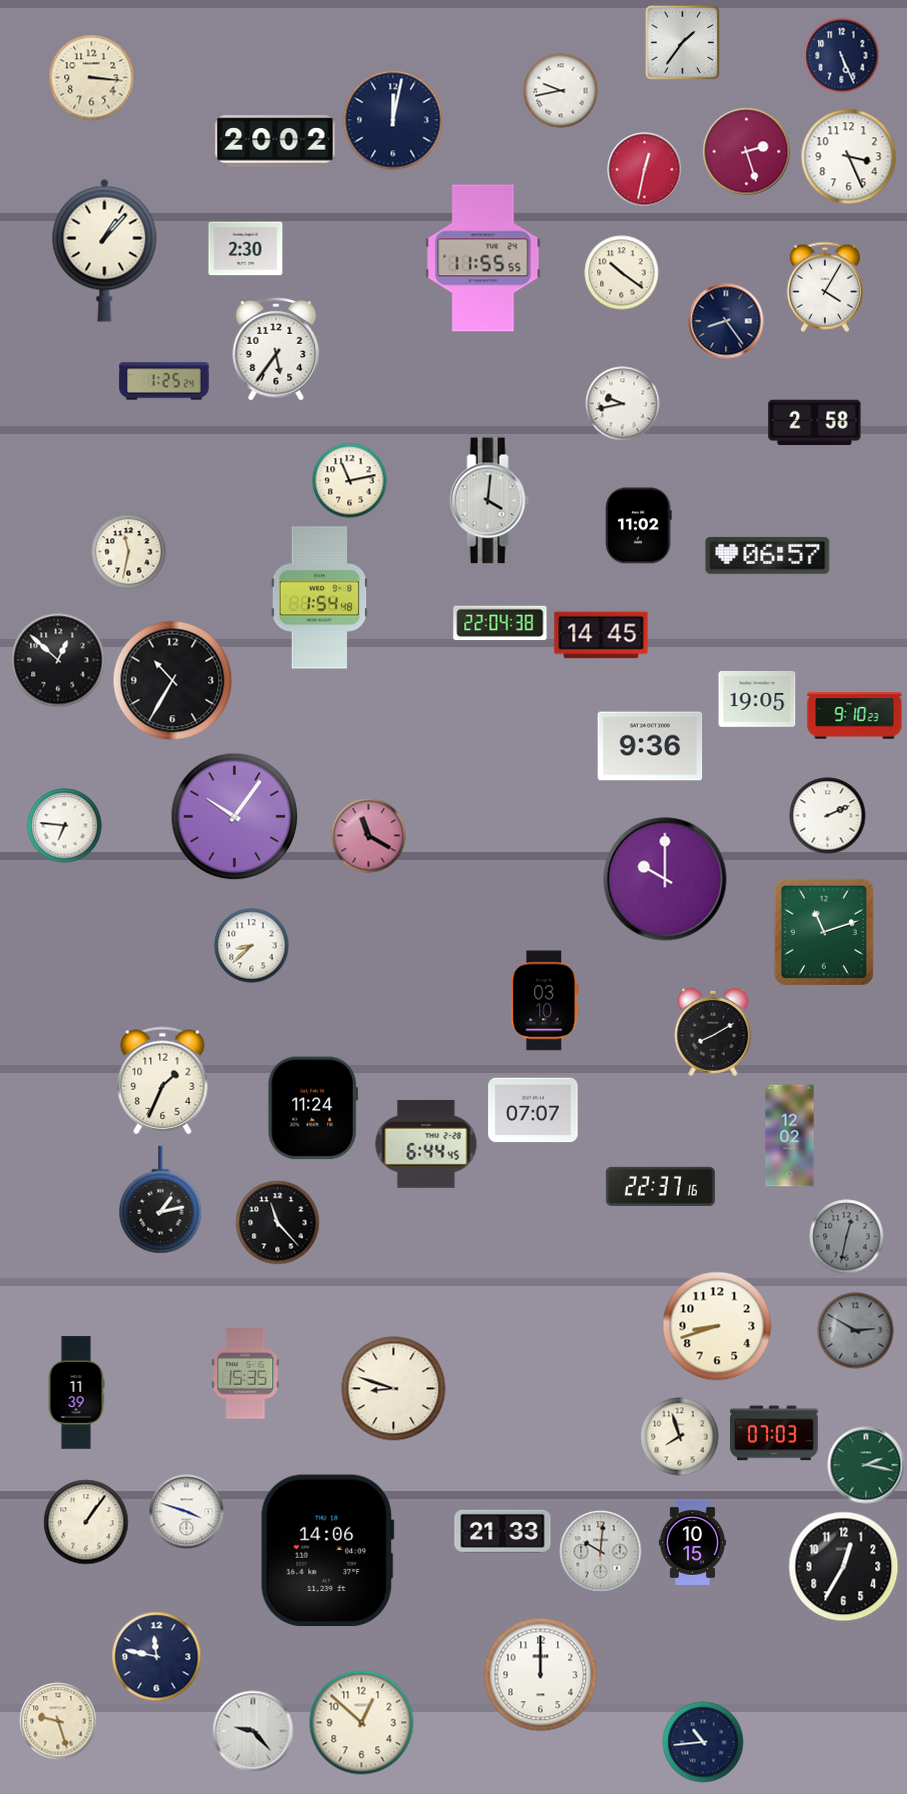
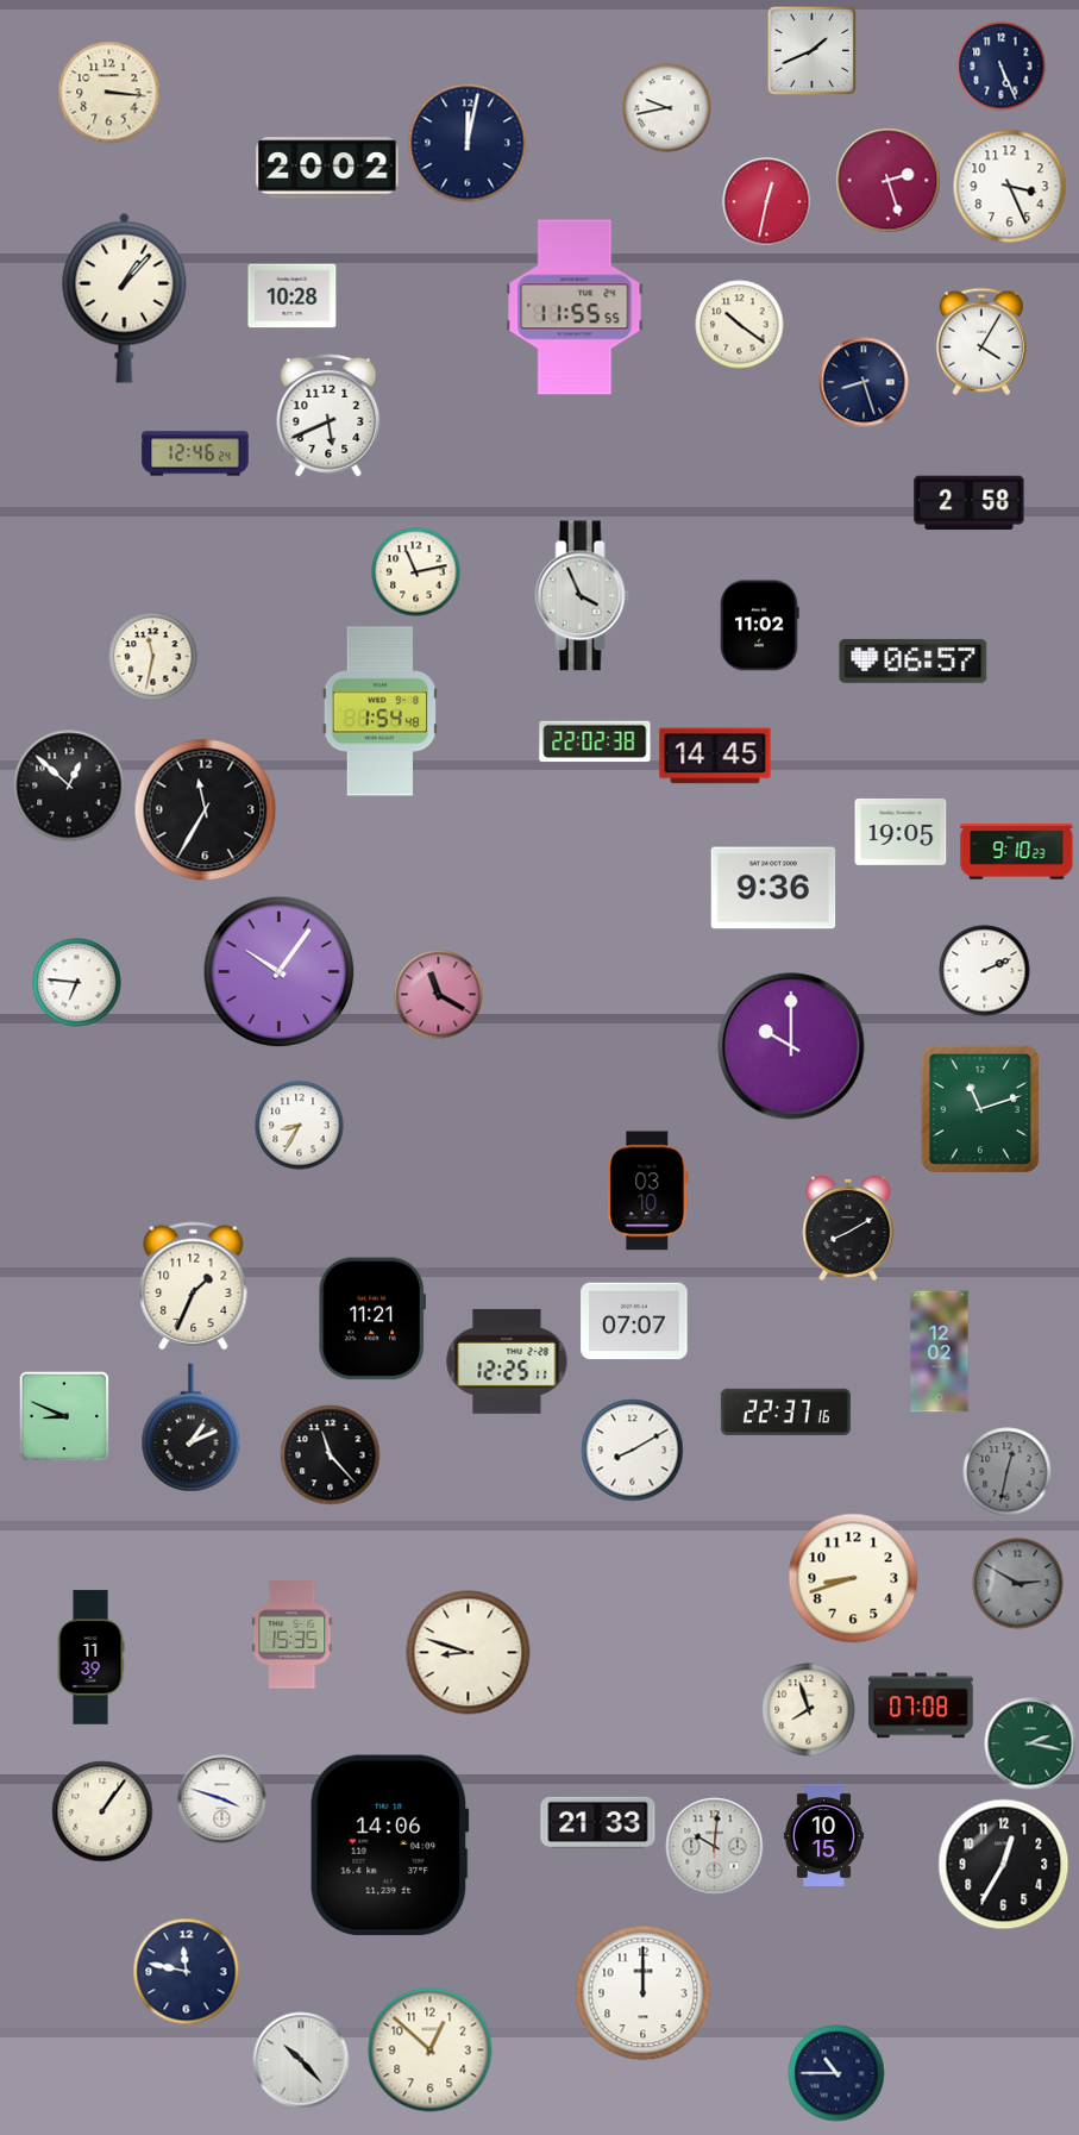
clock at (682, 42): 1:36 -> 1:41
clock at (246, 249): 2:30 -> 10:28
clock at (726, 321): 8:24 -> 8:27
clock at (276, 349): 5:36 -> 5:41
clock at (164, 381): 1:25 -> 12:46
clock at (623, 404): 9:43 -> none
clock at (490, 501): 4:01 -> 3:56
clock at (500, 623): 22:04 -> 22:02
clock at (173, 681): 10:35 -> 11:35
clock at (252, 946): 8:38 -> 8:35
clock at (312, 1108): 11:24 -> 11:21
clock at (426, 1144): 6:44 -> 12:25
clock at (64, 1416): none -> 8:49
clock at (161, 1200): 1:13 -> 1:11
clock at (633, 1451): none -> 8:10
clock at (775, 1433): 07:03 -> 07:08
clock at (58, 1721): 9:27 -> none
clock at (253, 1731): 9:23 -> 10:23
clock at (703, 1742): 10:44 -> 10:45
